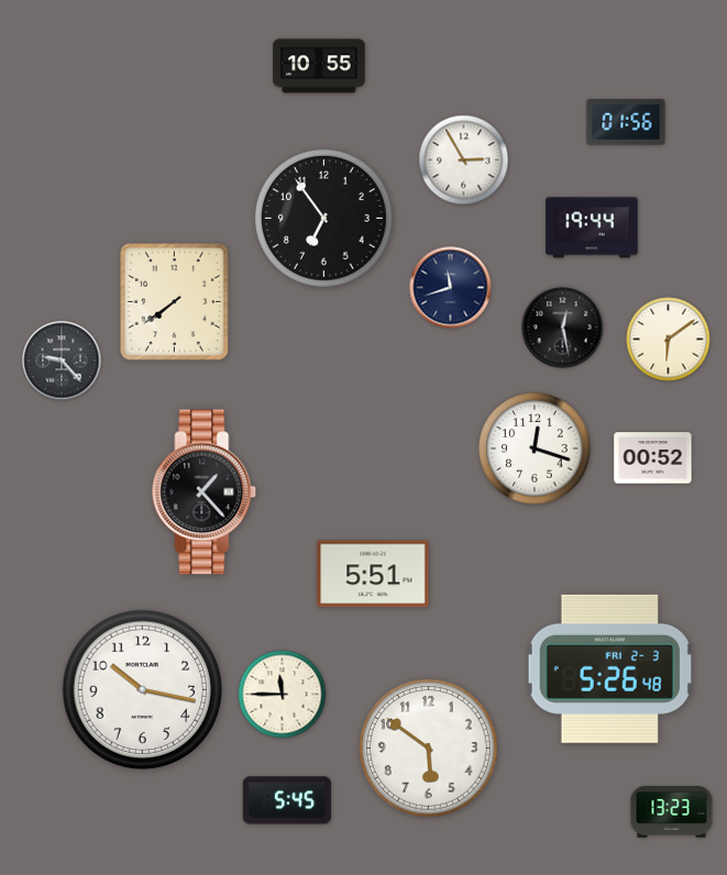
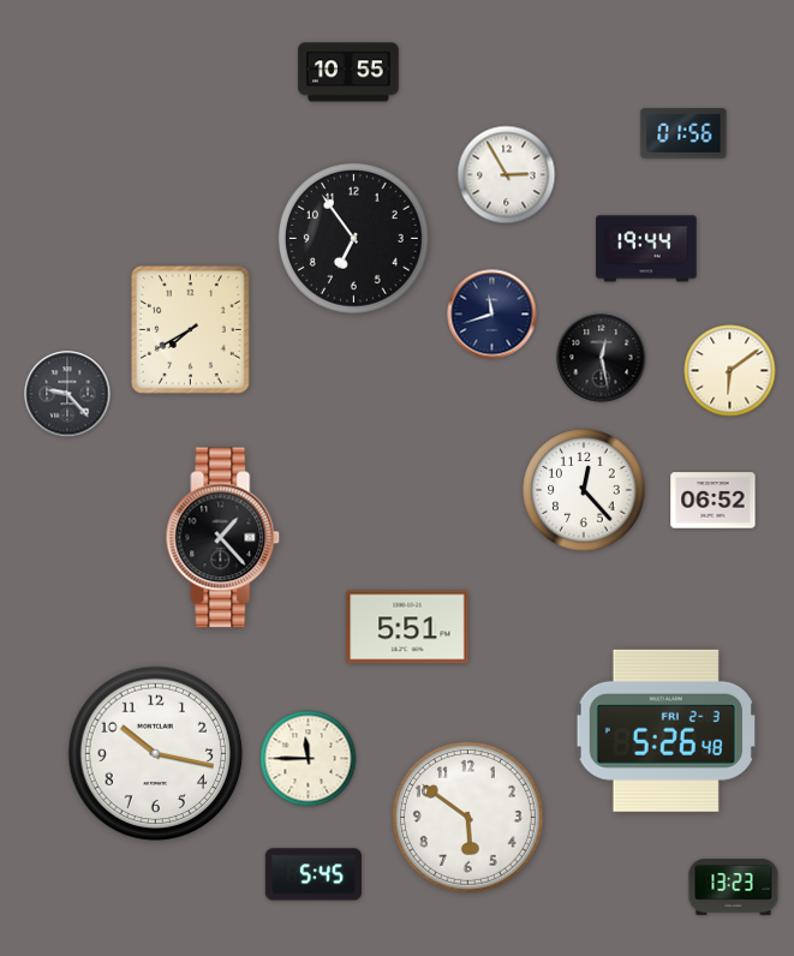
clock at (175, 302): 7:39 -> 7:40
clock at (563, 328) position: (563, 328) -> (602, 358)
clock at (535, 448): 12:18 -> 12:23
clock at (653, 458): 00:52 -> 06:52
